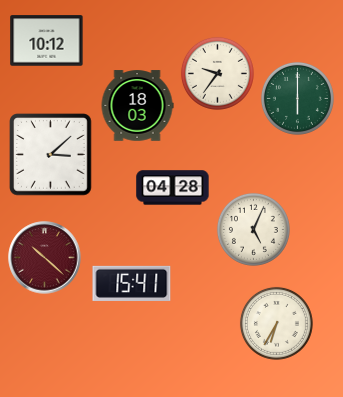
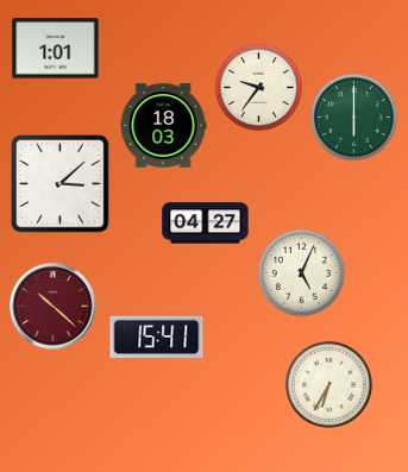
clock at (47, 41): 10:12 -> 1:01
clock at (173, 188): 04:28 -> 04:27
